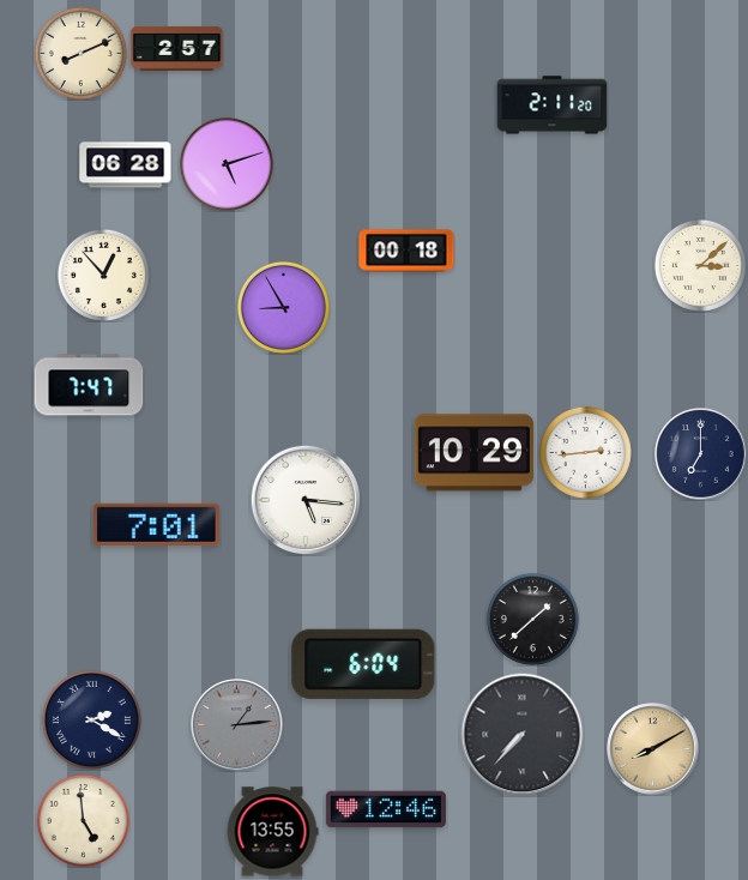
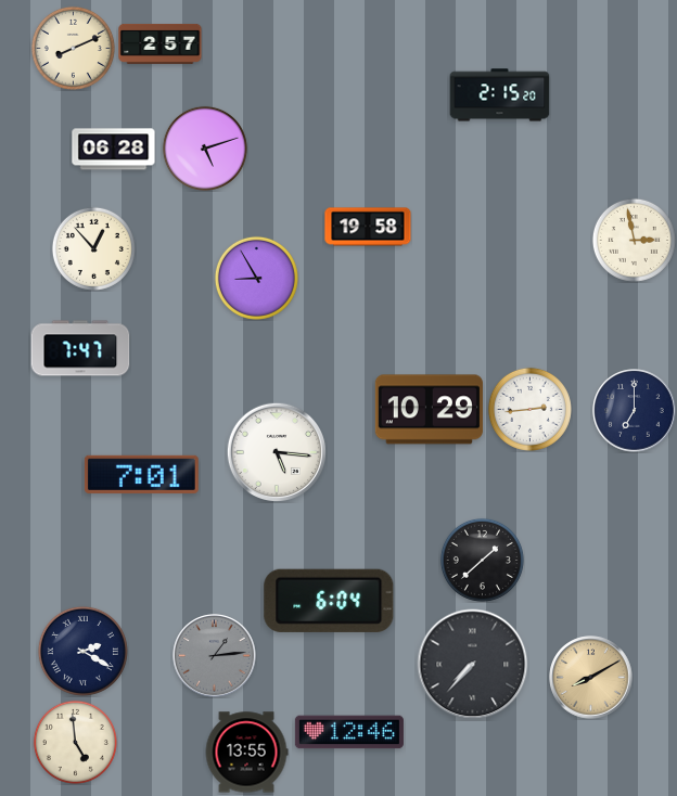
clock at (553, 106): 2:11 -> 2:15
clock at (406, 251): 00:18 -> 19:58
clock at (700, 265): 3:08 -> 2:58
